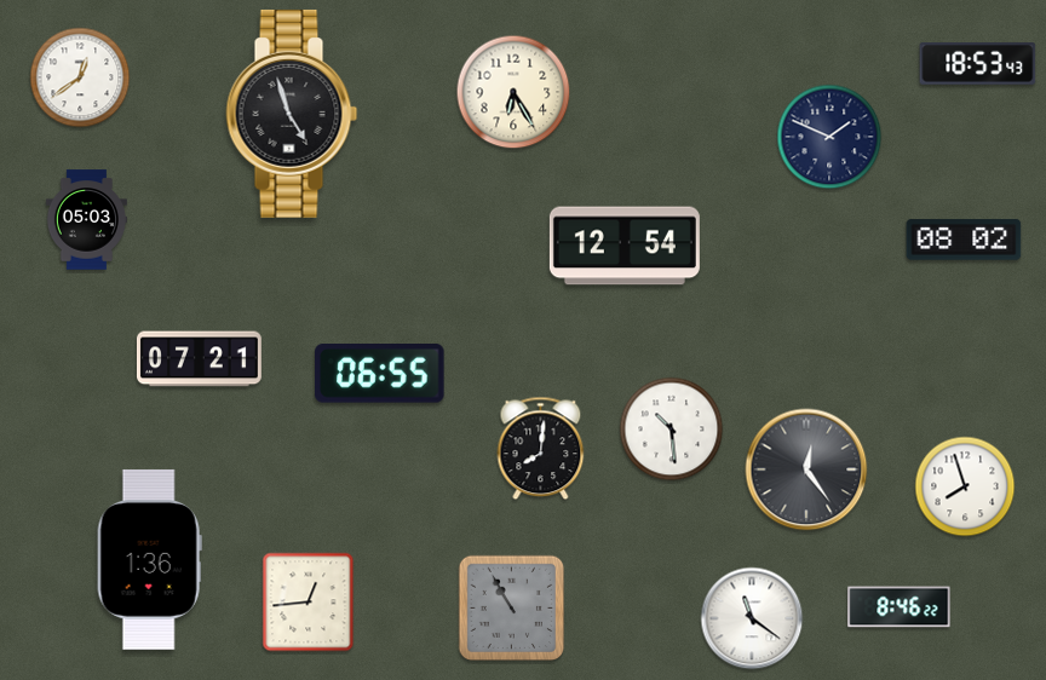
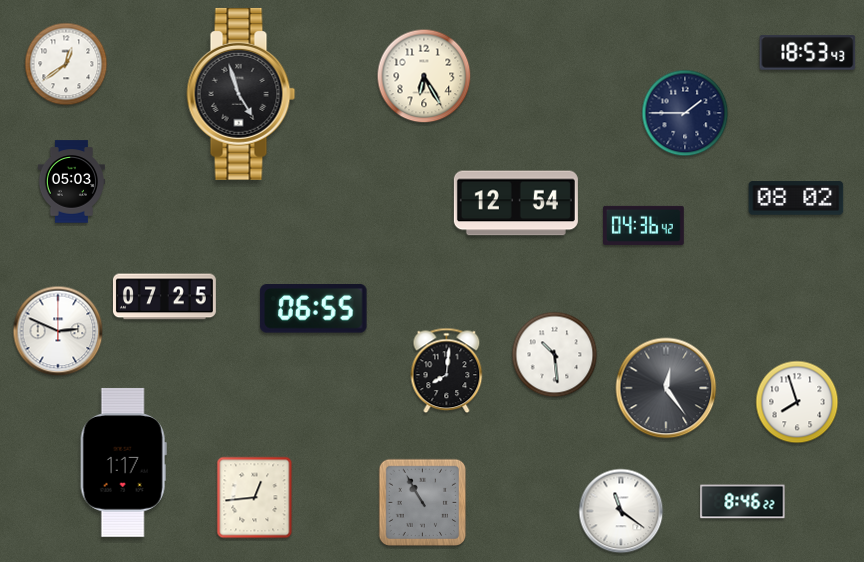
clock at (829, 137): 1:49 -> 1:45
clock at (644, 225): none -> 04:36
clock at (199, 359): 07:21 -> 07:25
clock at (58, 331): none -> 2:49
clock at (149, 559): 1:36 -> 1:17
